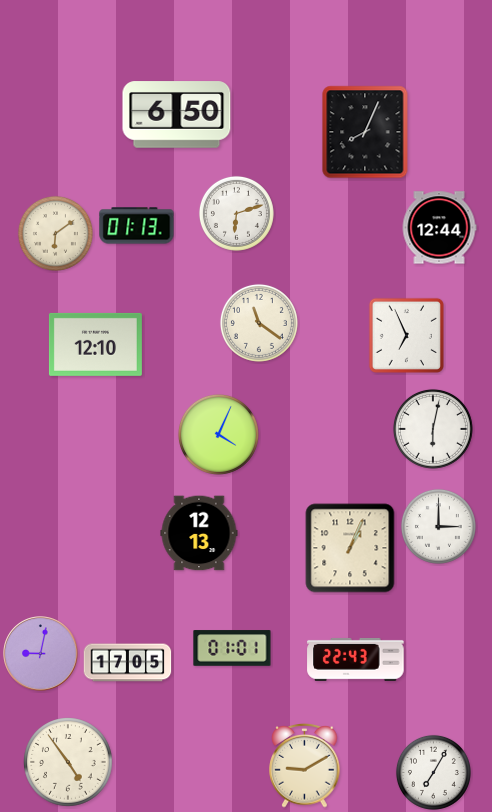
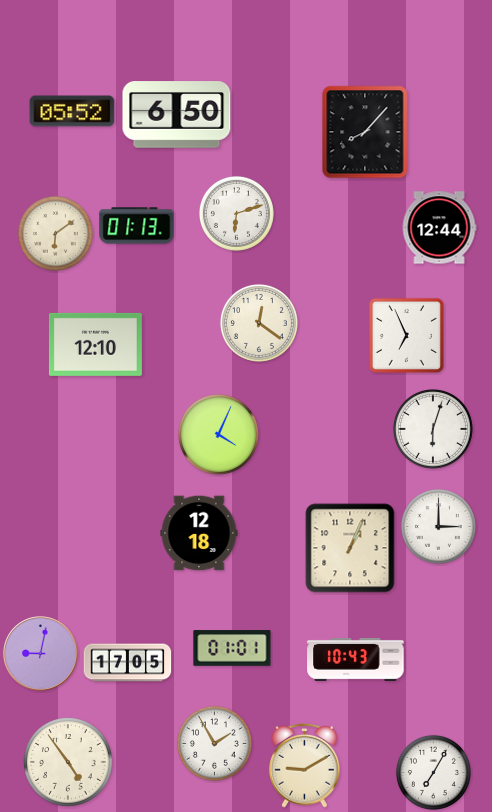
clock at (72, 111): none -> 05:52
clock at (365, 132): 8:04 -> 8:07
clock at (259, 323): 11:21 -> 12:21
clock at (433, 429): 6:02 -> 6:03
clock at (199, 533): 12:13 -> 12:18
clock at (356, 659): 22:43 -> 10:43
clock at (214, 743): none -> 1:55
